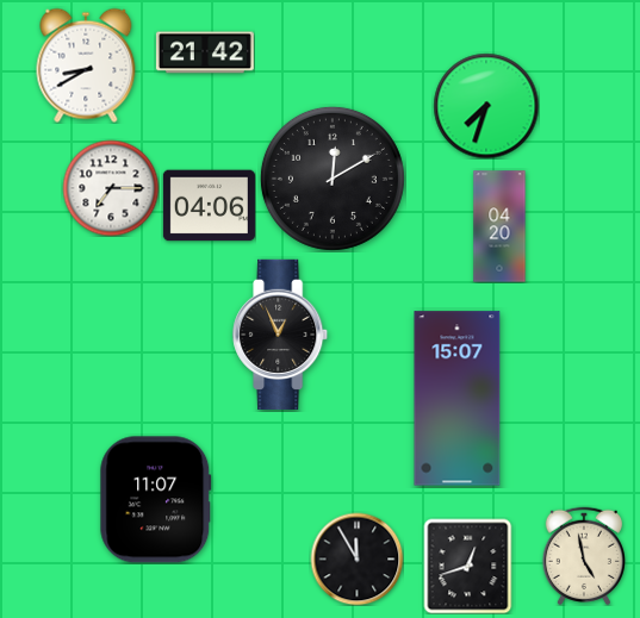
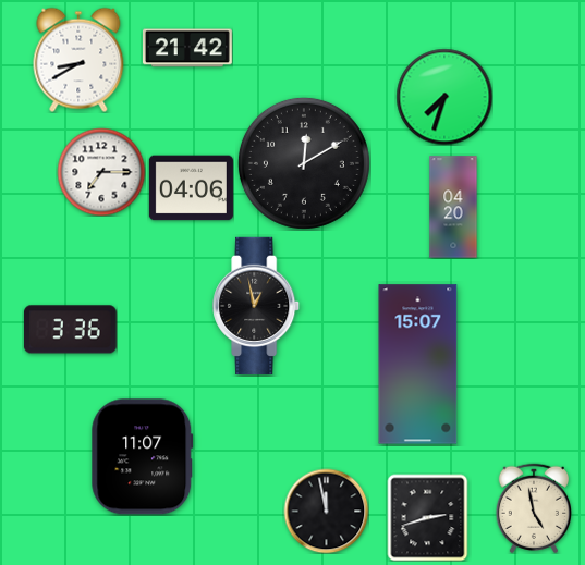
clock at (499, 226) position: (499, 226) -> (453, 207)
clock at (281, 333): 12:56 -> 12:58
clock at (70, 330): none -> 3:36
clock at (356, 558): 11:55 -> 11:58
clock at (468, 566): 12:42 -> 2:42
